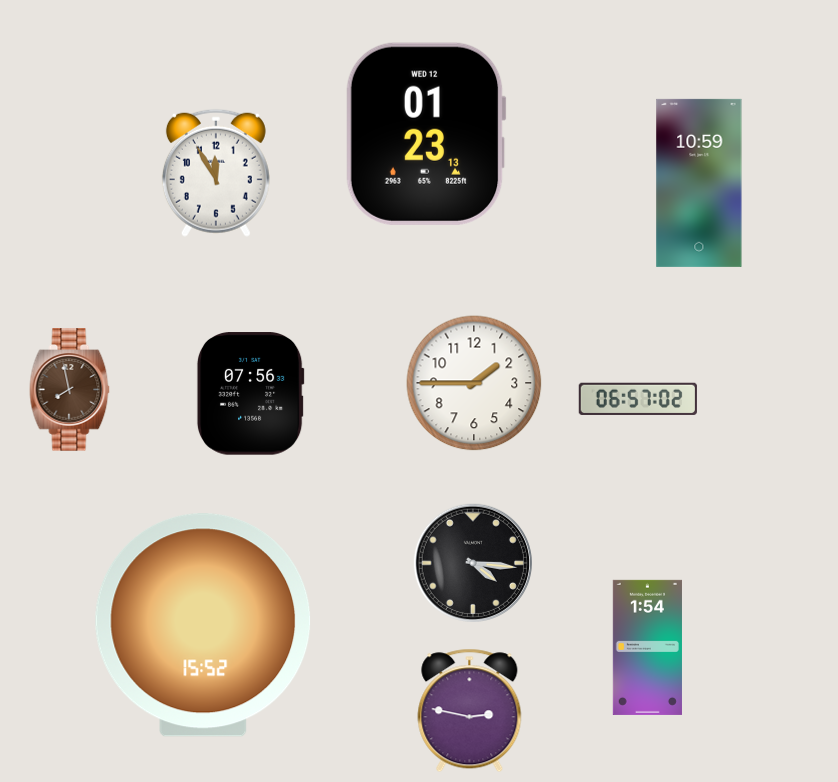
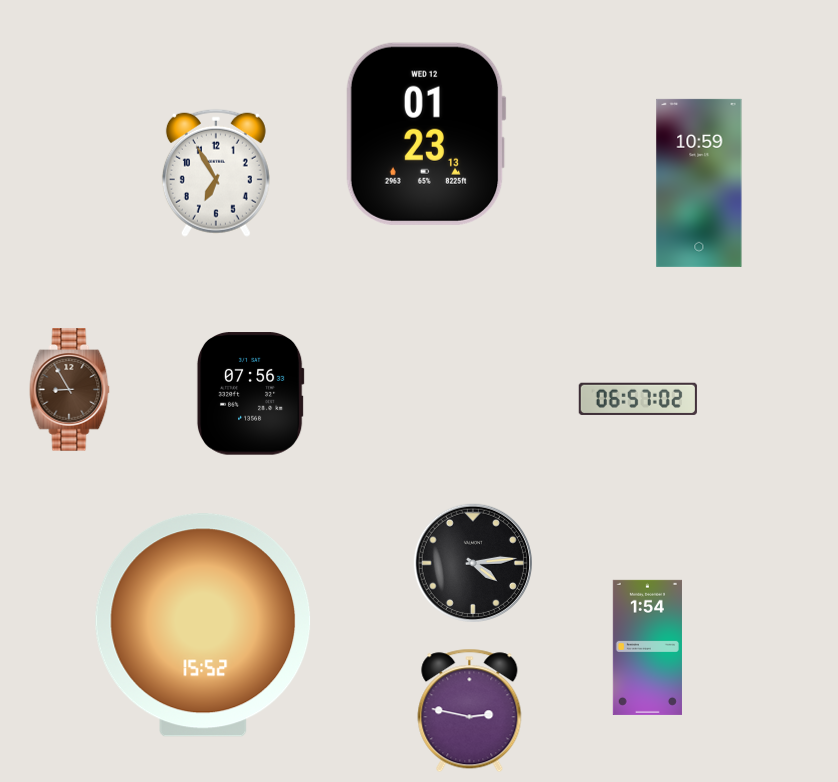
clock at (216, 173): 11:55 -> 6:55
clock at (474, 383): 1:45 -> none
clock at (70, 390): 7:58 -> 8:55
clock at (473, 563): 4:16 -> 4:14
